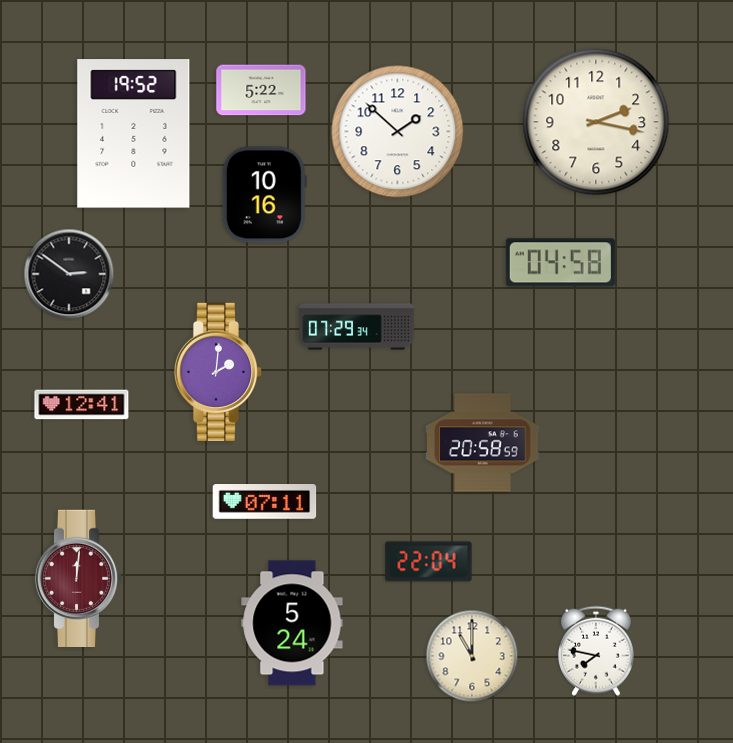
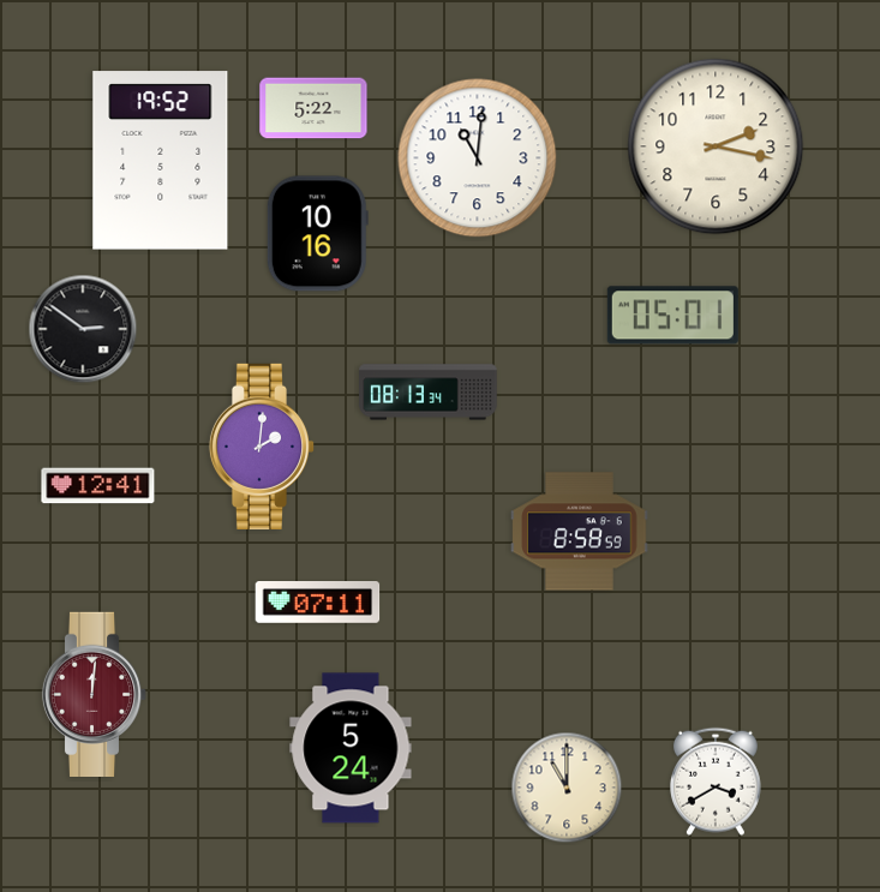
clock at (398, 132): 1:52 -> 11:01
clock at (560, 263): 04:58 -> 05:01
clock at (357, 327): 07:29 -> 08:13
clock at (483, 443): 20:58 -> 8:58
clock at (429, 562): 22:04 -> none
clock at (596, 651): 7:47 -> 3:40
